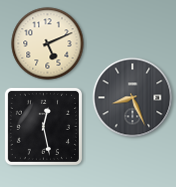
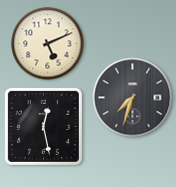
clock at (133, 98): 8:26 -> 7:33
